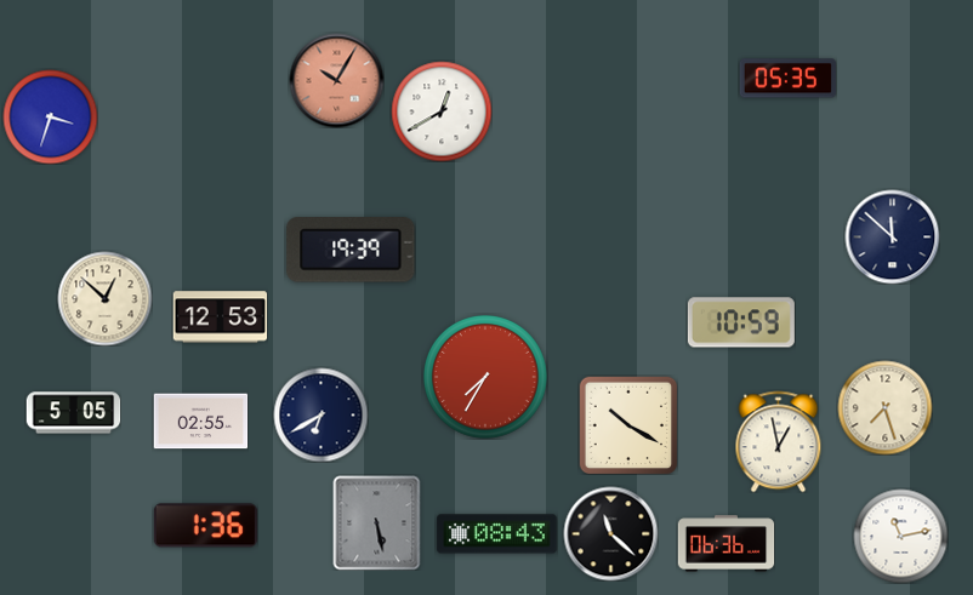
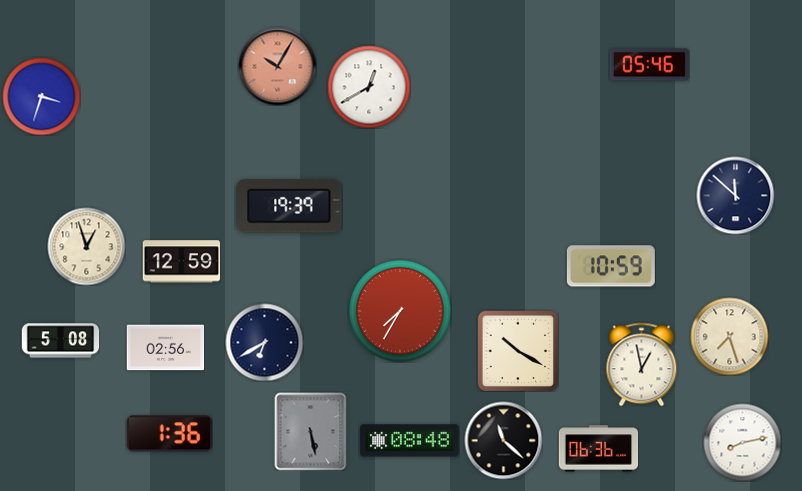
clock at (787, 79): 05:35 -> 05:46
clock at (442, 111) position: (442, 111) -> (369, 87)
clock at (104, 298): 12:52 -> 12:57
clock at (220, 317): 12:53 -> 12:59
clock at (73, 413): 5:05 -> 5:08
clock at (200, 422): 02:55 -> 02:56
clock at (497, 534): 08:43 -> 08:48
clock at (900, 536): 11:13 -> 8:13
